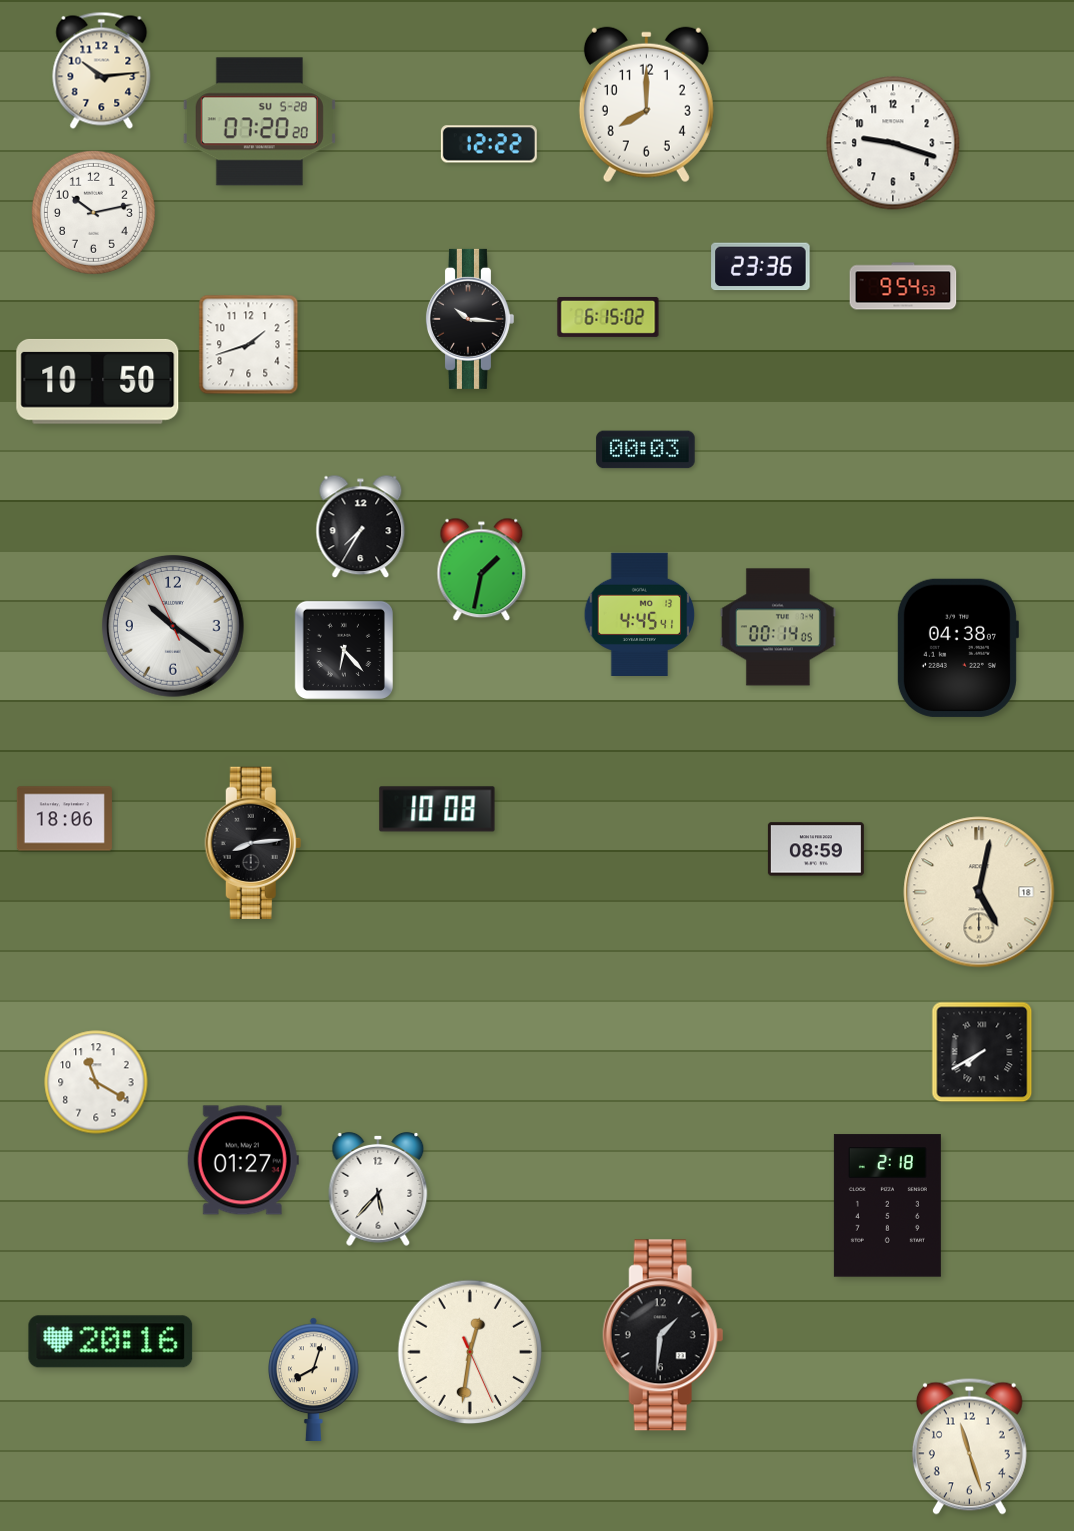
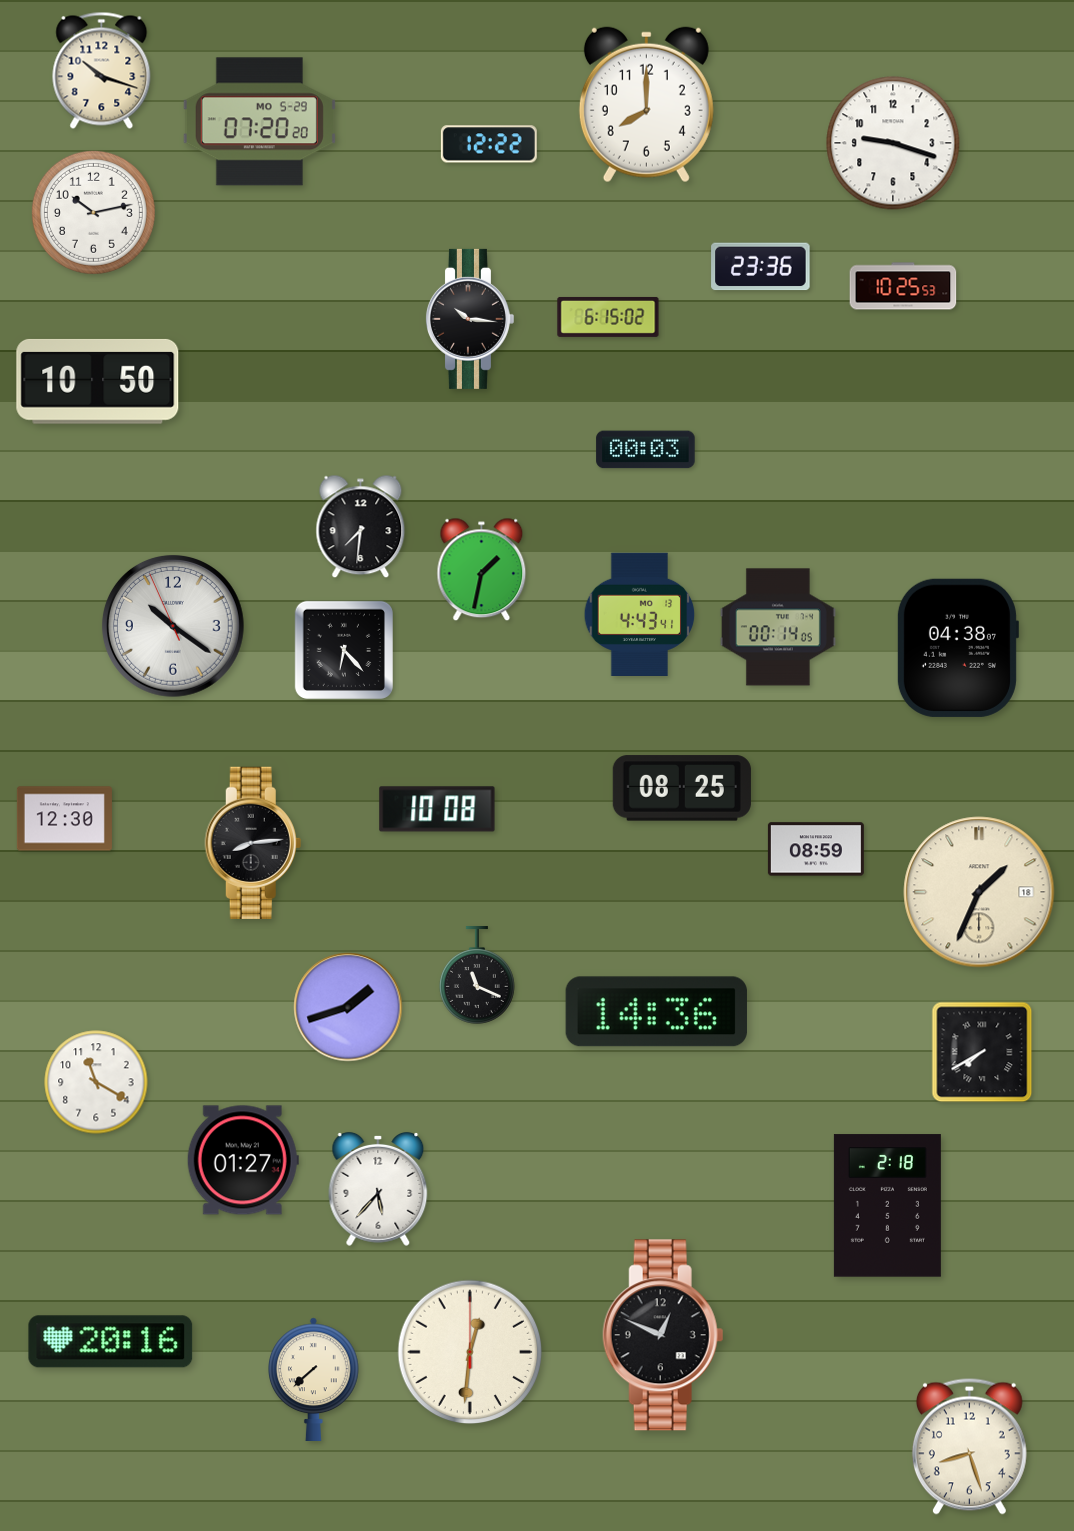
clock at (102, 70): 10:14 -> 10:18
clock at (259, 122) date: SU 5-28 -> MO 5-29
clock at (903, 286): 9:54 -> 10:25
clock at (249, 345): 1:42 -> none
clock at (361, 527): 7:35 -> 7:31
clock at (640, 614): 4:45 -> 4:43
clock at (682, 788): none -> 08:25
clock at (64, 819): 18:06 -> 12:30
clock at (979, 892): 5:02 -> 1:34
clock at (477, 975): none -> 11:19
clock at (348, 1007): none -> 1:42
clock at (656, 1012): none -> 14:36
clock at (663, 1335): 1:31 -> 12:49
clock at (470, 1352): 12:31:26 -> 12:31:00
clock at (314, 1379): 8:03 -> 7:38
clock at (969, 1446): 11:27 -> 8:27
